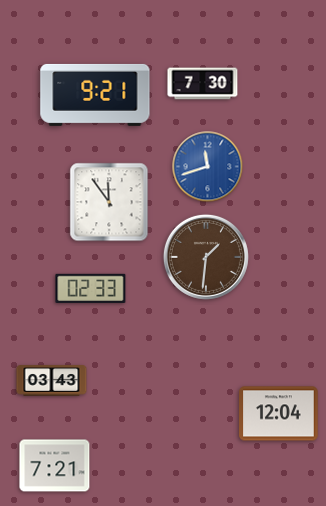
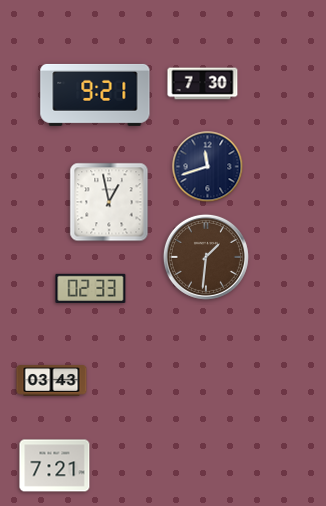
clock at (208, 167) dial: blue -> navy
clock at (109, 202): 11:54 -> 12:58
clock at (279, 414): 12:04 -> none
